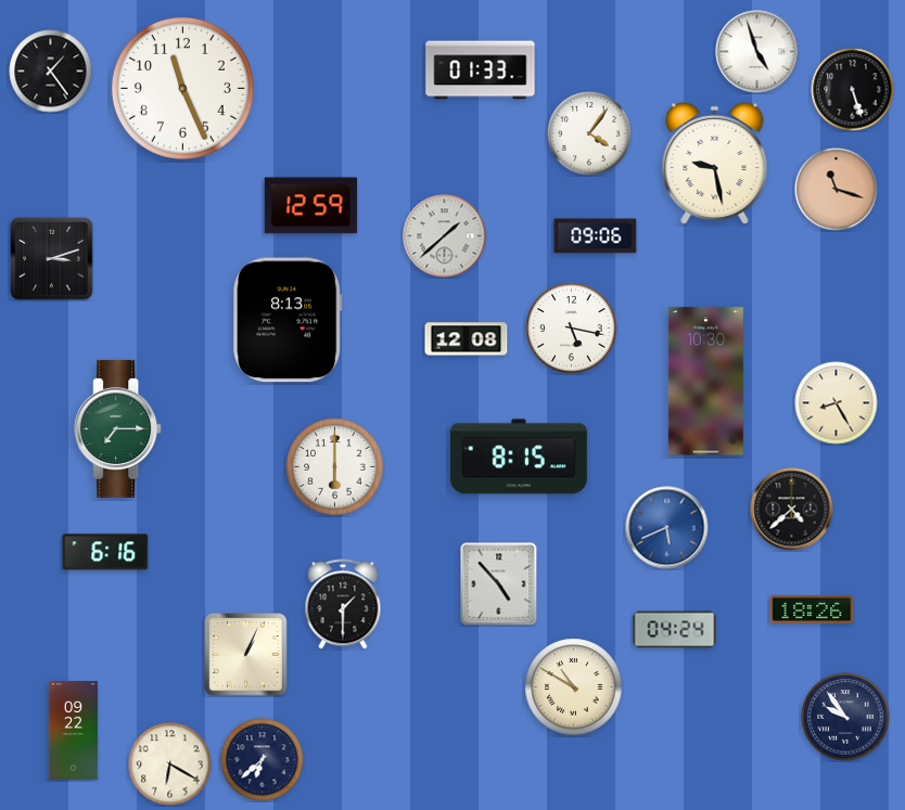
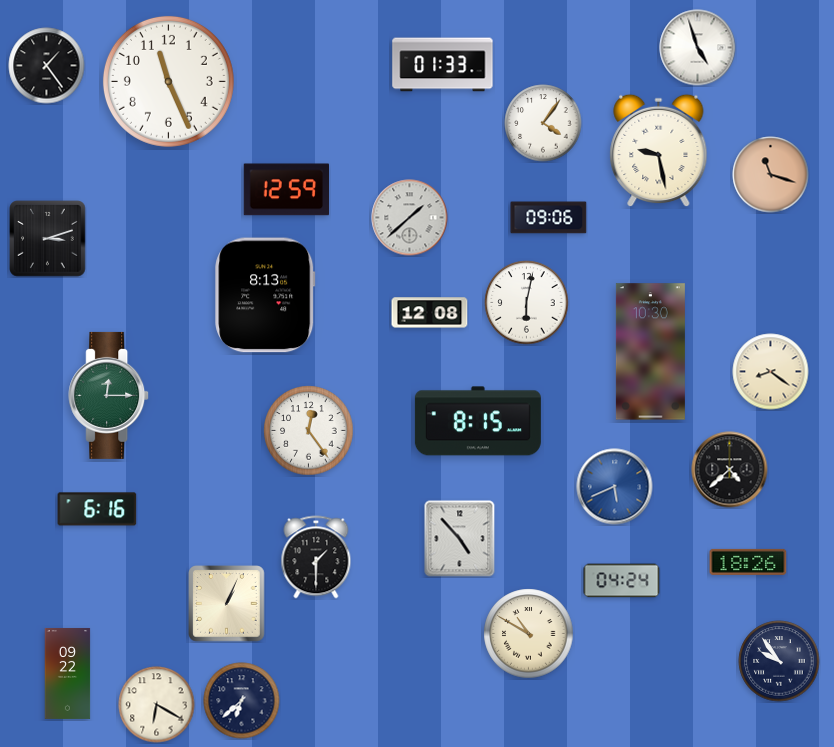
clock at (853, 90): 5:27 -> none
clock at (572, 329): 5:17 -> 6:02
clock at (837, 403): 8:25 -> 8:21
clock at (118, 428): 7:15 -> 12:15
clock at (335, 467): 6:00 -> 12:24
